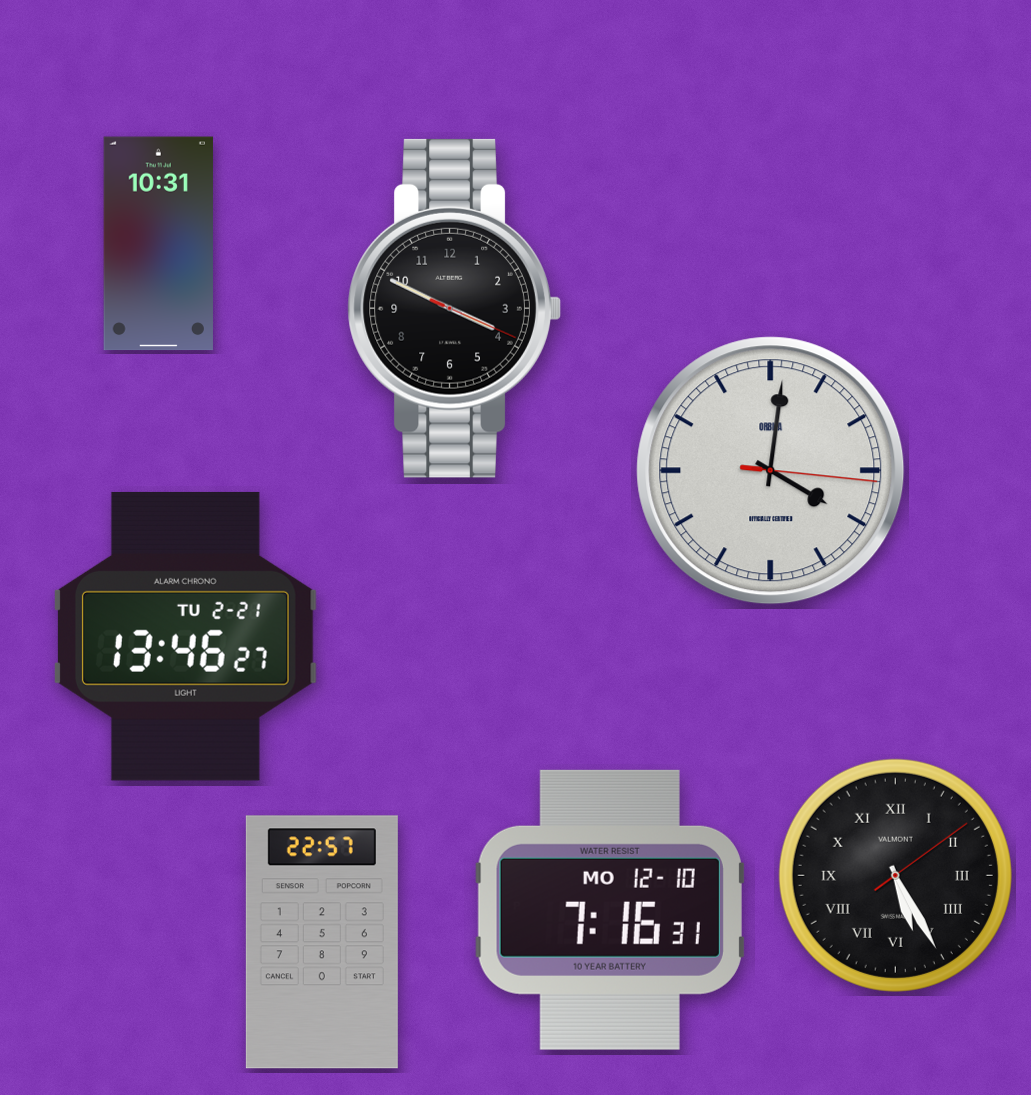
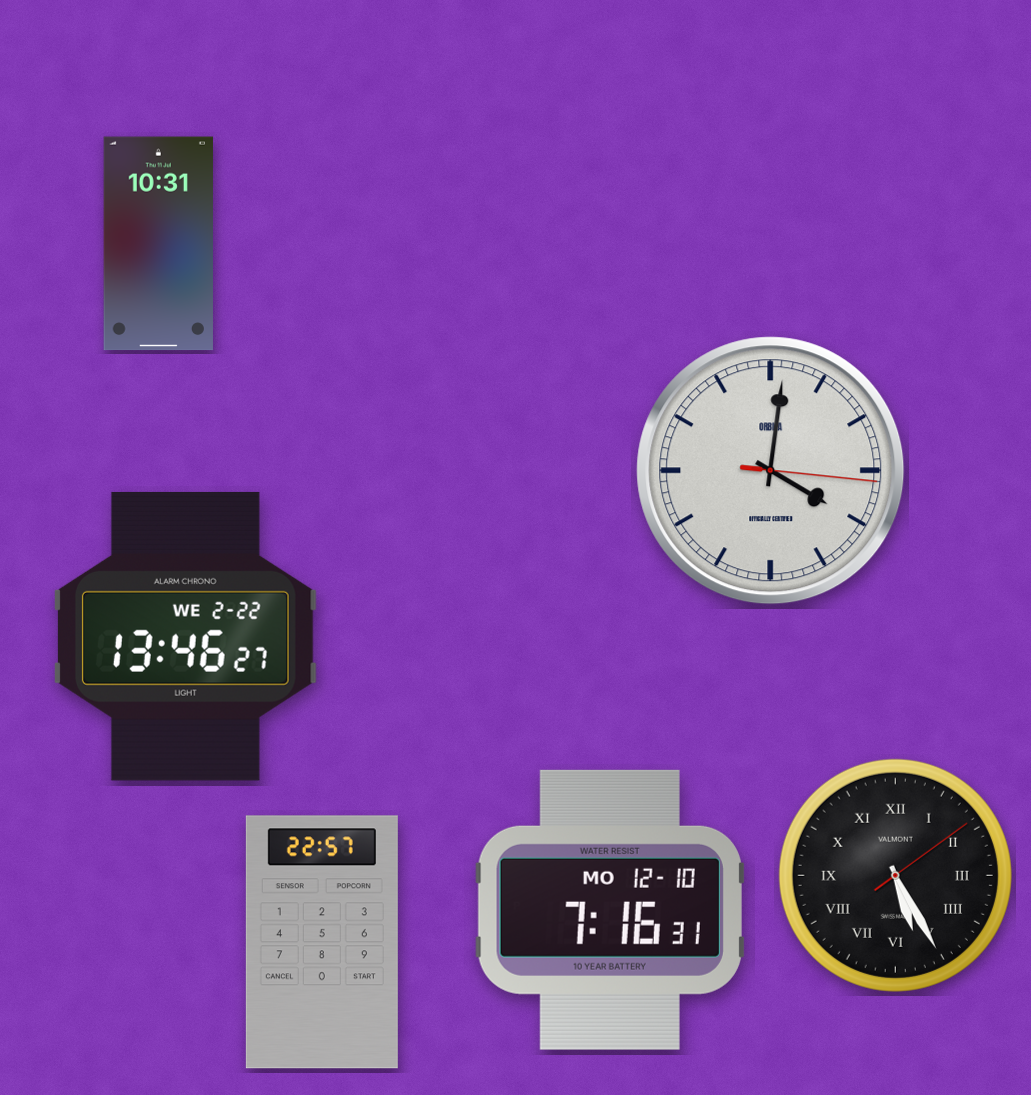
clock at (454, 308): 3:49 -> none
clock at (185, 636) date: TU 2-21 -> WE 2-22
